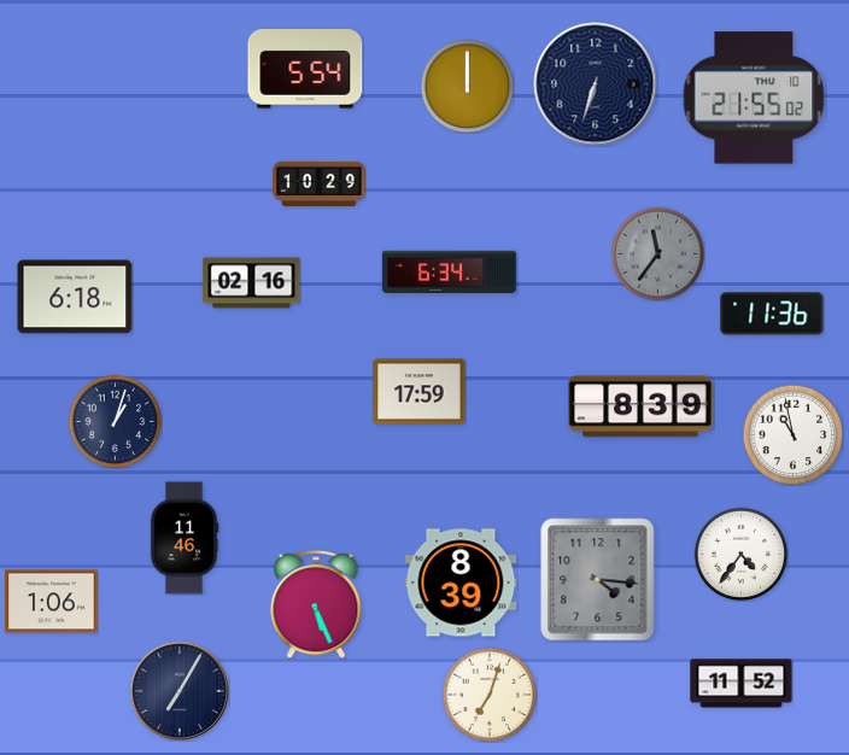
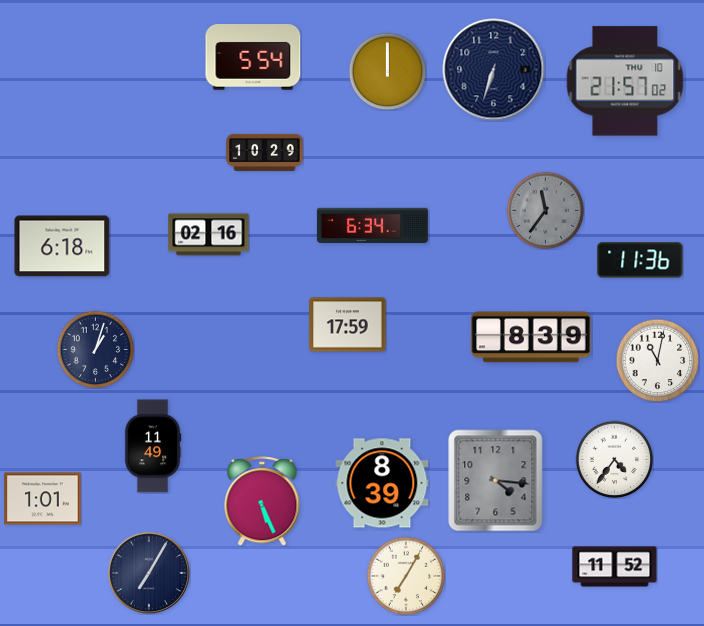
clock at (754, 98): 21:55 -> 21:57
clock at (792, 434): 10:58 -> 11:02
clock at (185, 538): 11:46 -> 11:49
clock at (52, 602): 1:06 -> 1:01
clock at (490, 695): 7:03 -> 7:05
